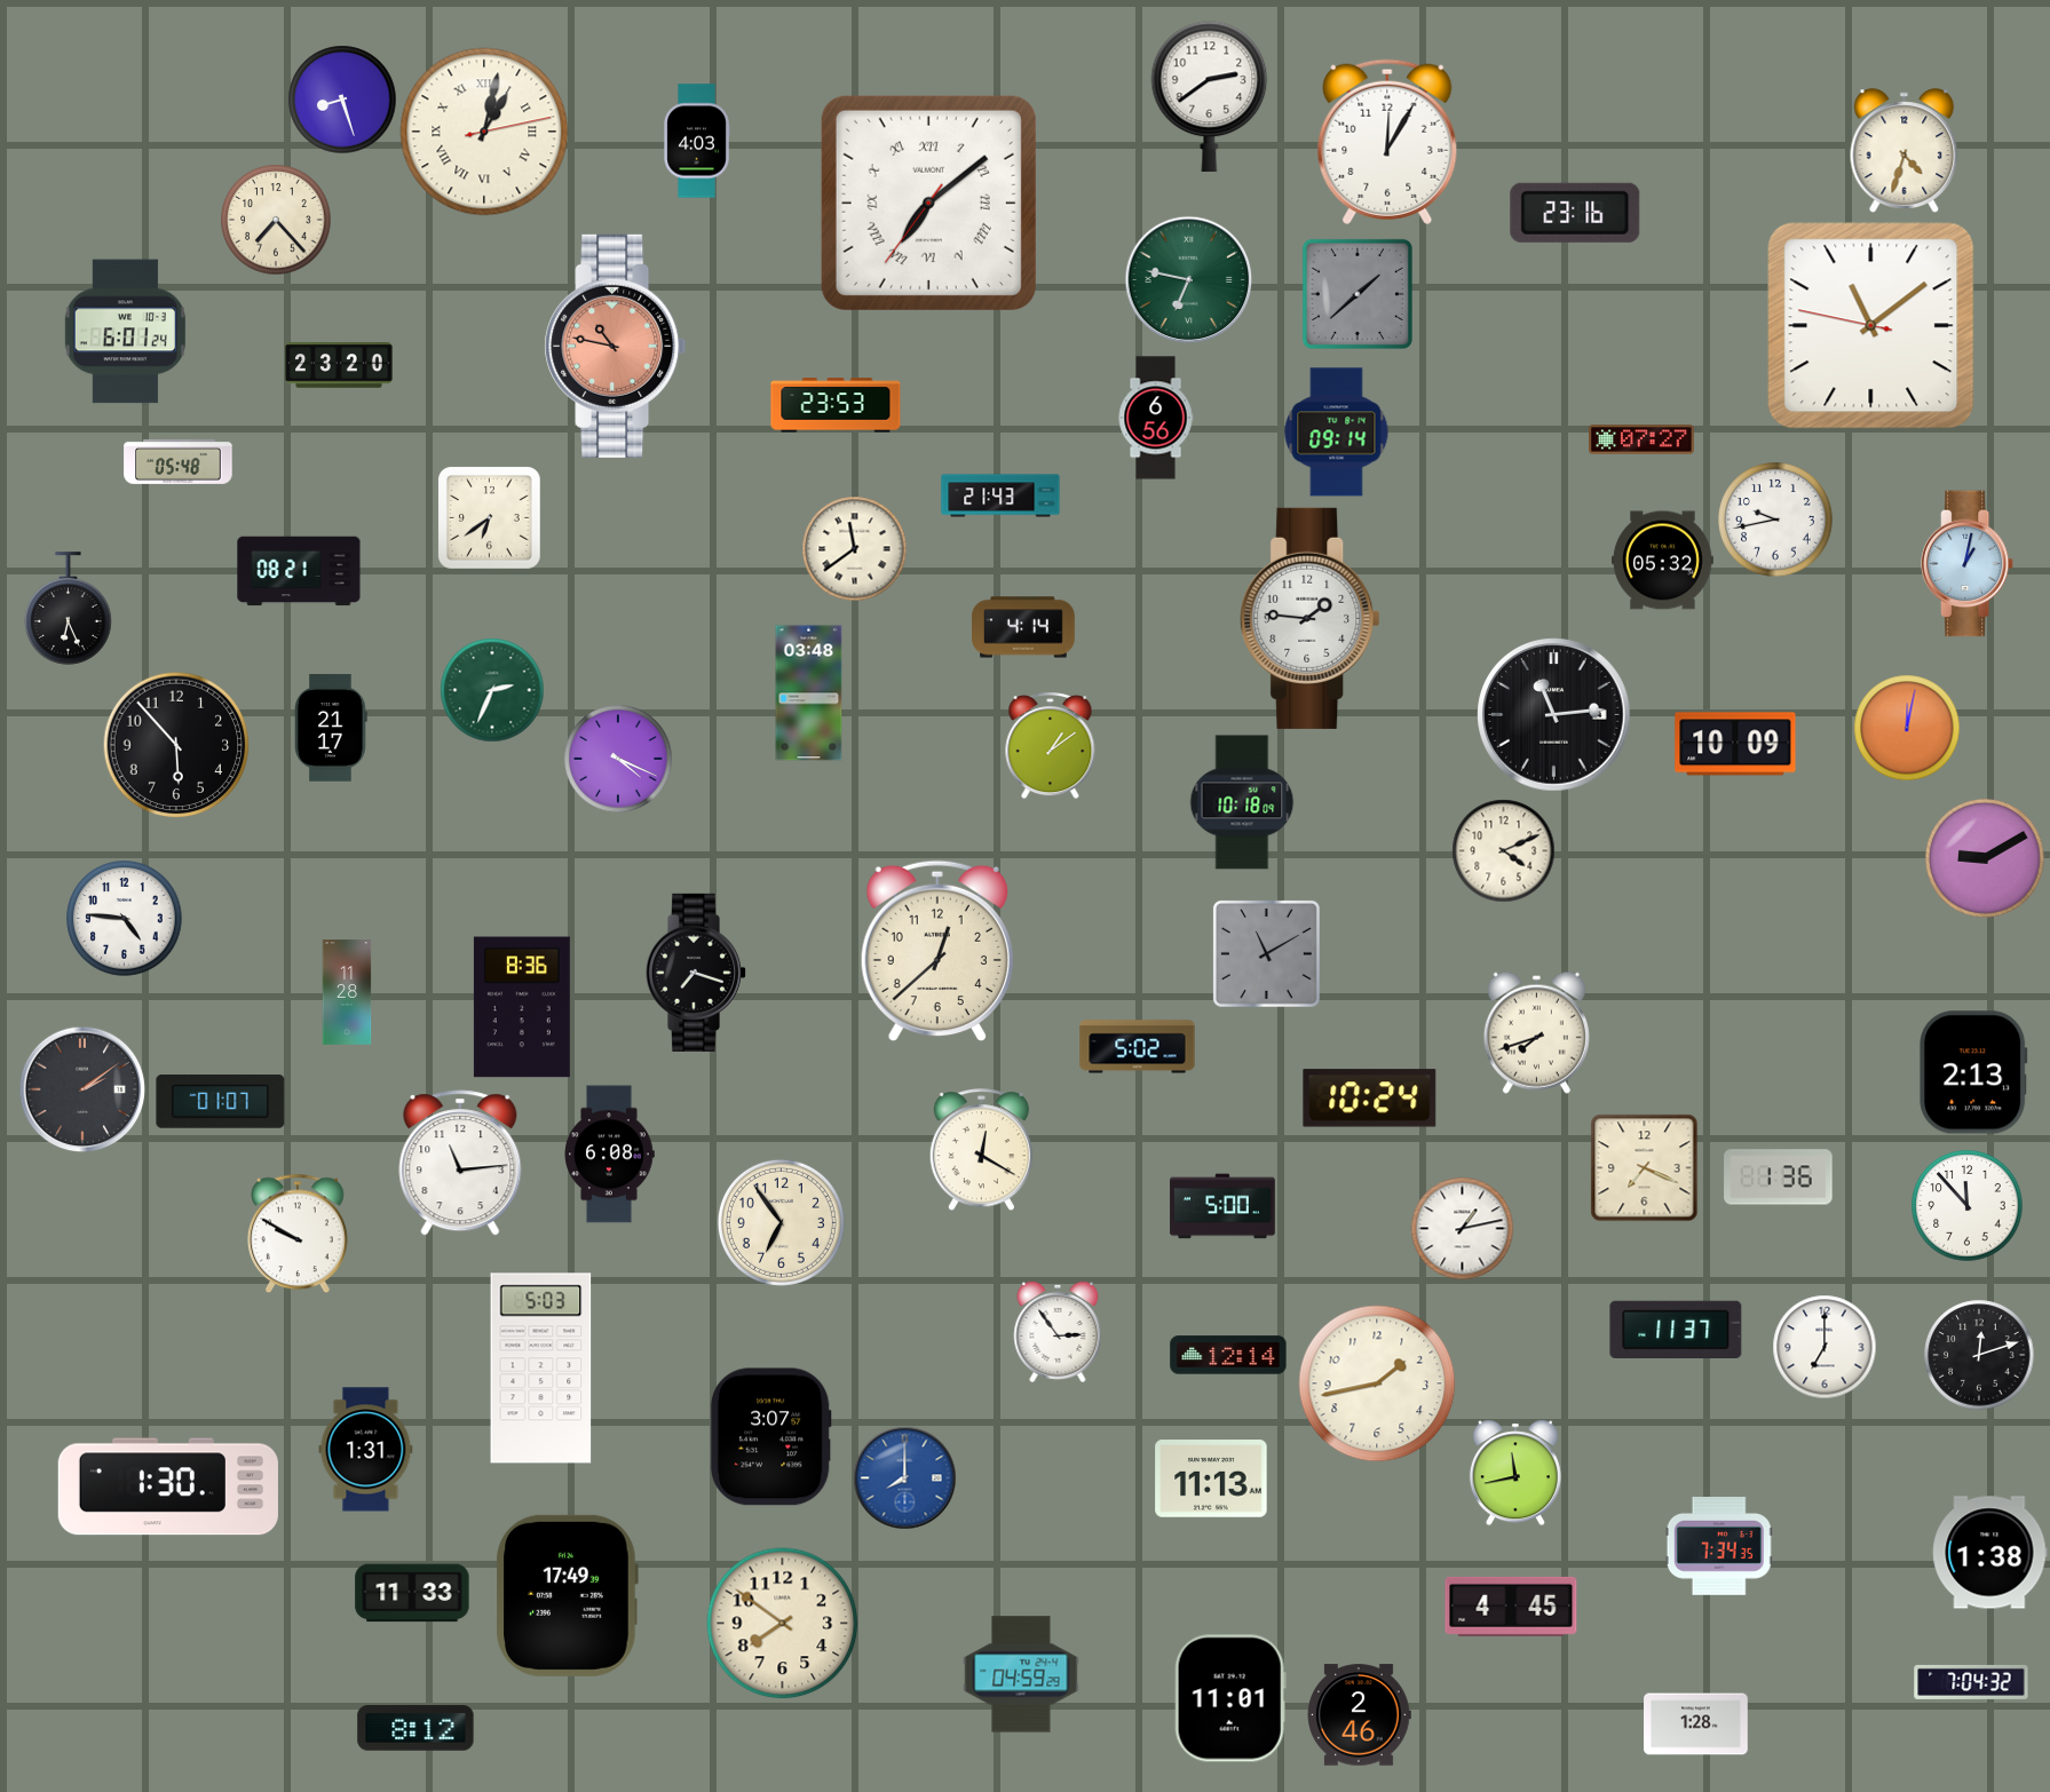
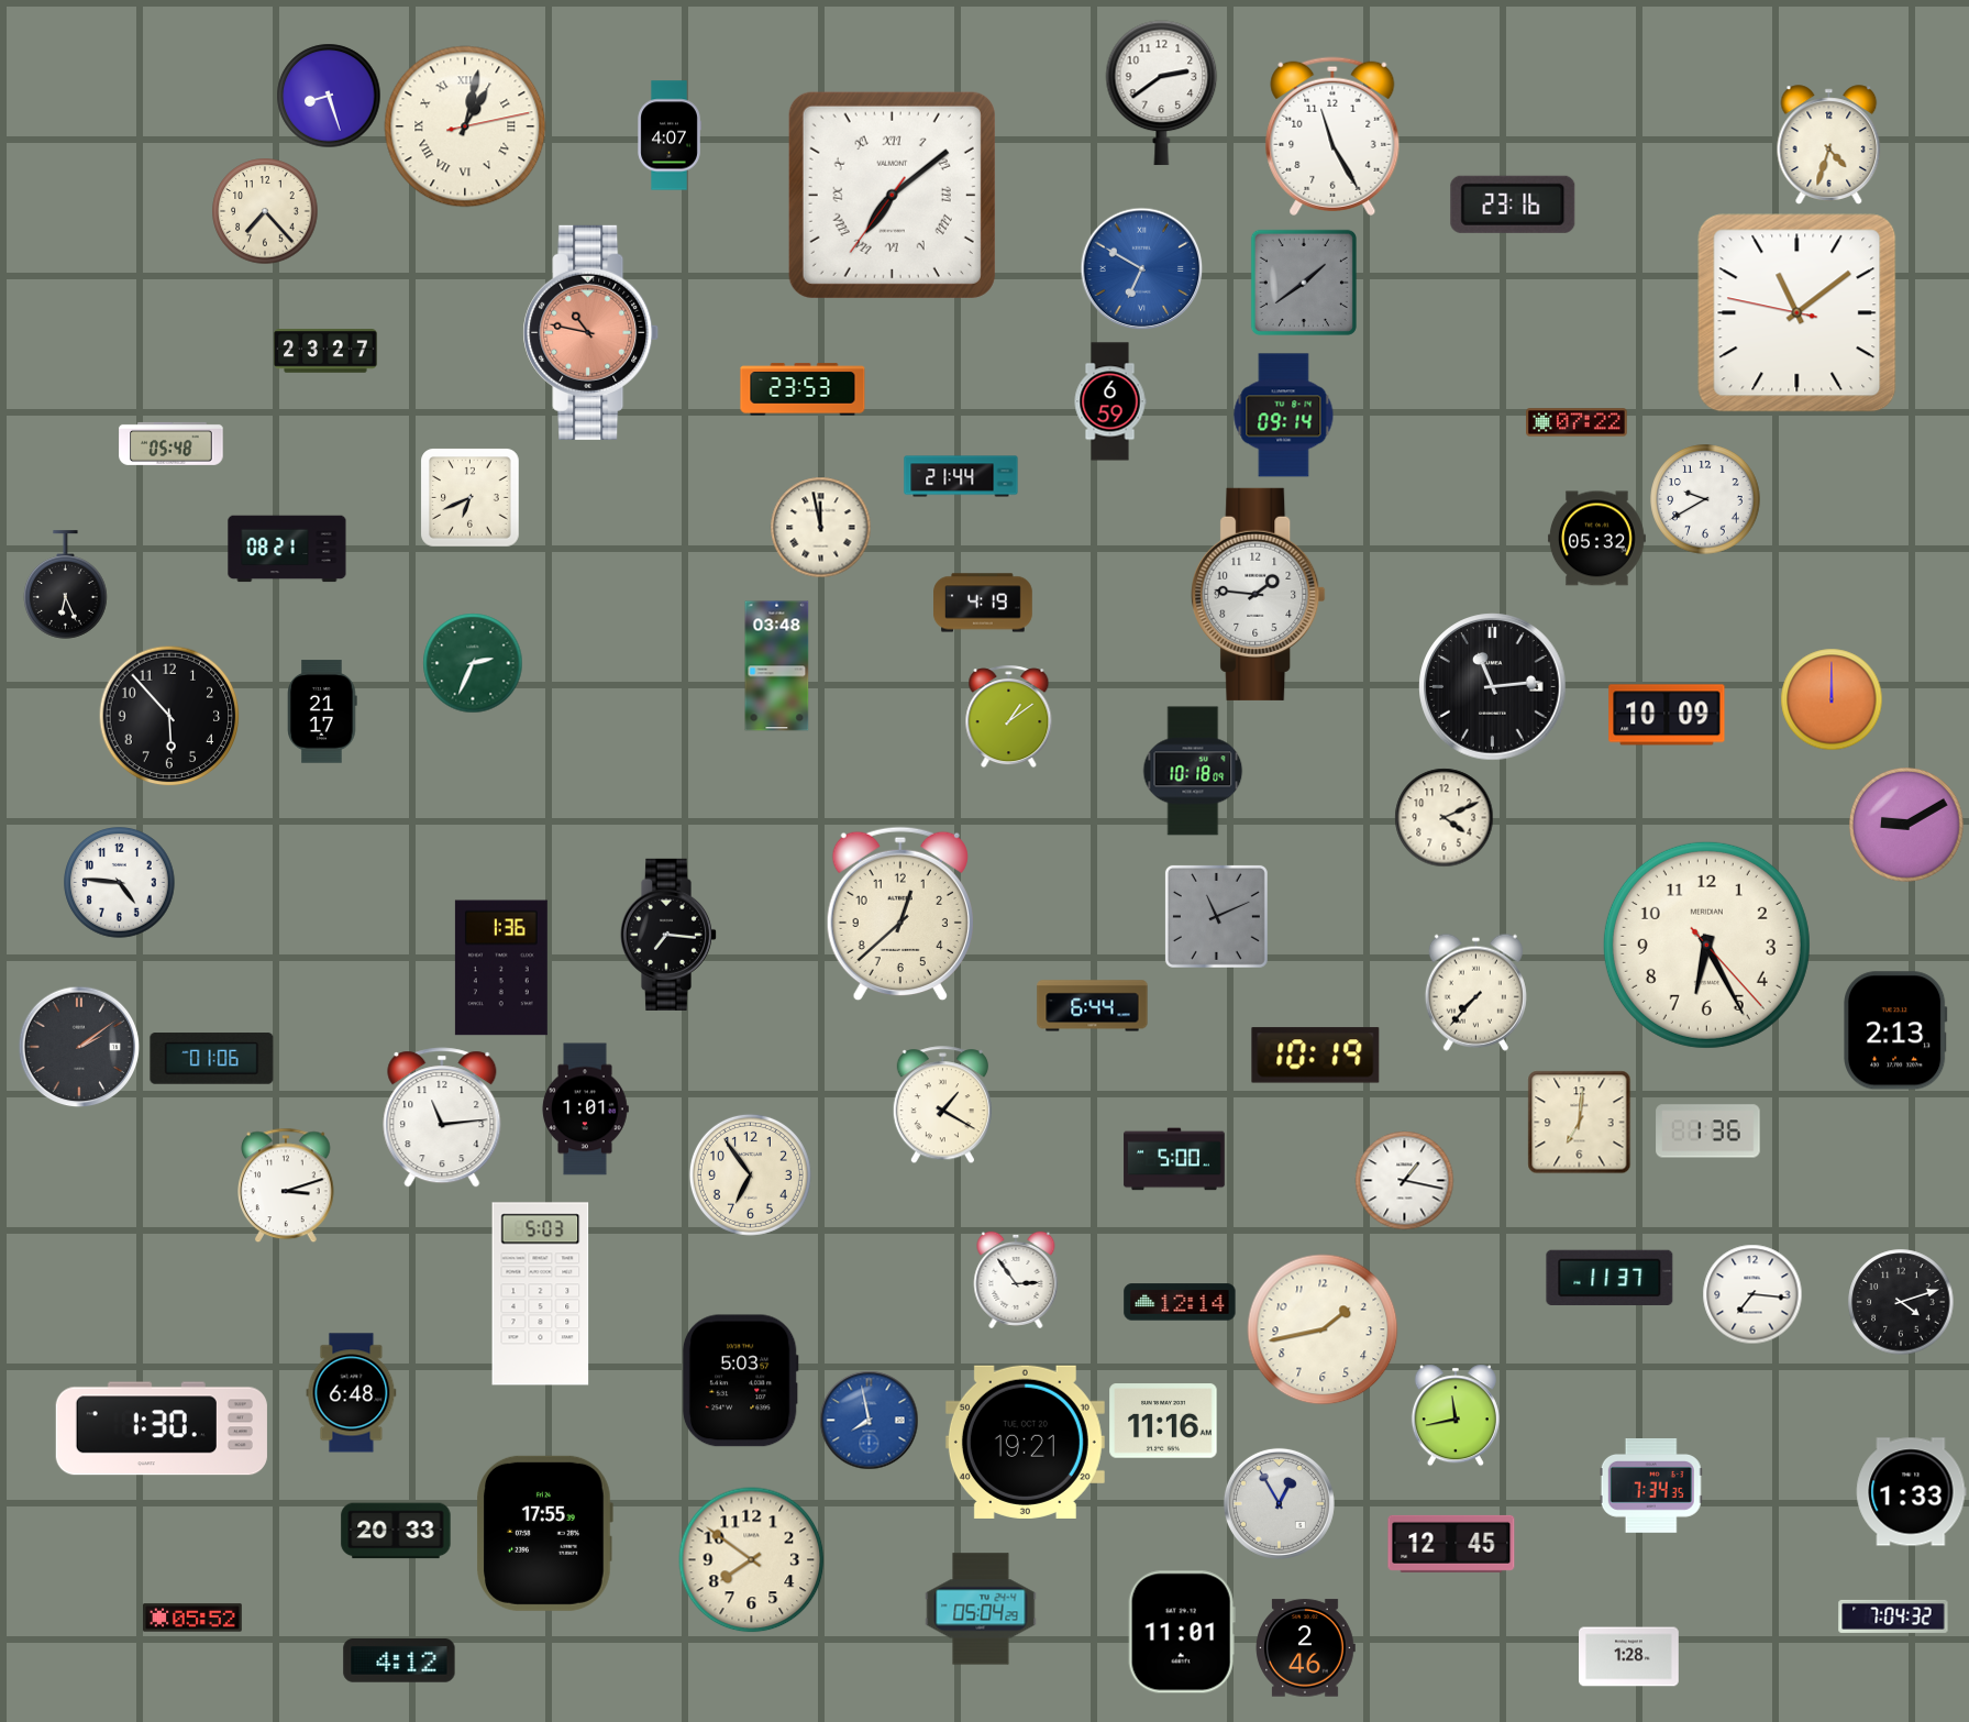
clock at (697, 141): 4:03 -> 4:07
clock at (1387, 142): 12:05 -> 11:25
clock at (1188, 279): 6:47 -> 6:50
clock at (1188, 279) dial: green -> blue
clock at (1358, 294): 1:38 -> 1:39
clock at (125, 332): 6:01 -> none
clock at (339, 365): 23:20 -> 23:27
clock at (1156, 418): 6:56 -> 6:59
clock at (1641, 439): 07:27 -> 07:22
clock at (1000, 495): 21:43 -> 21:44
clock at (489, 517): 6:39 -> 6:41
clock at (1775, 520): 9:43 -> 9:40
clock at (854, 548): 11:39 -> 11:58
clock at (1968, 564): 1:02 -> none
clock at (1024, 627): 4:14 -> 4:19
clock at (331, 728) position: (331, 728) -> (322, 711)
clock at (1907, 728): 12:02 -> 12:00
clock at (618, 759): 4:19 -> none
clock at (1266, 953): 11:10 -> 11:11
clock at (695, 973): 7:18 -> 7:16
clock at (1706, 945): none -> 6:25
clock at (347, 992): 11:28 -> none
clock at (522, 1007): 8:36 -> 1:36
clock at (1536, 1032): 7:42 -> 7:37
clock at (1138, 1047): 5:02 -> 6:44
clock at (1370, 1099): 10:24 -> 10:19
clock at (221, 1102): 01:07 -> 01:06
clock at (981, 1150): 12:20 -> 1:20
clock at (609, 1155): 6:08 -> 1:01
clock at (1644, 1167): 7:19 -> 7:01
clock at (1968, 1206): 11:53 -> none
clock at (1462, 1228): 1:13 -> 1:17
clock at (299, 1234): 9:50 -> 3:12
clock at (1825, 1347): 7:00 -> 7:16
clock at (1979, 1355): 12:12 -> 4:12
clock at (541, 1369) position: (541, 1369) -> (541, 1294)
clock at (770, 1437): 3:07 -> 5:03
clock at (366, 1450): 1:31 -> 6:48
clock at (904, 1477): 8:00 -> 7:58
clock at (1211, 1478): 11:13 -> 11:16
clock at (1025, 1442): none -> 19:21
clock at (1990, 1553): 1:38 -> 1:33
clock at (1279, 1503): none -> 12:55
clock at (412, 1593): 11:33 -> 20:33
clock at (567, 1595): 17:49 -> 17:55
clock at (1511, 1607): 4:45 -> 12:45
clock at (1021, 1674): 04:59 -> 05:04
clock at (193, 1618): none -> 05:52
clock at (415, 1728): 8:12 -> 4:12
